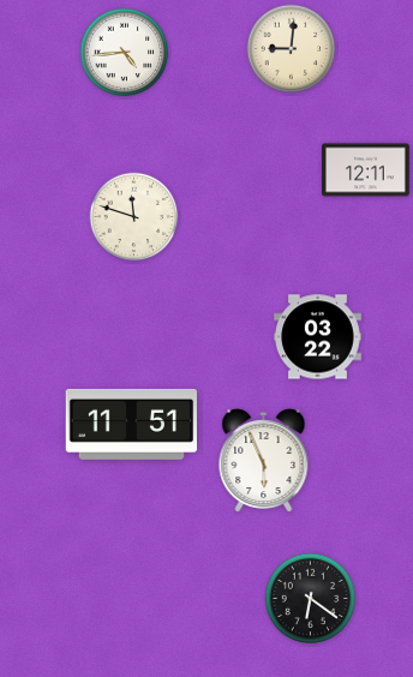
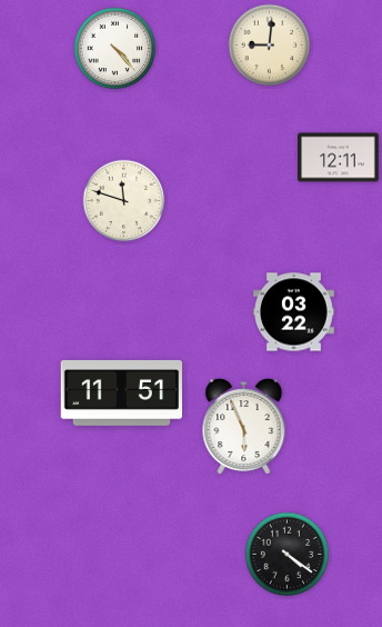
clock at (125, 53): 4:44 -> 4:23
clock at (311, 599): 6:21 -> 4:21
